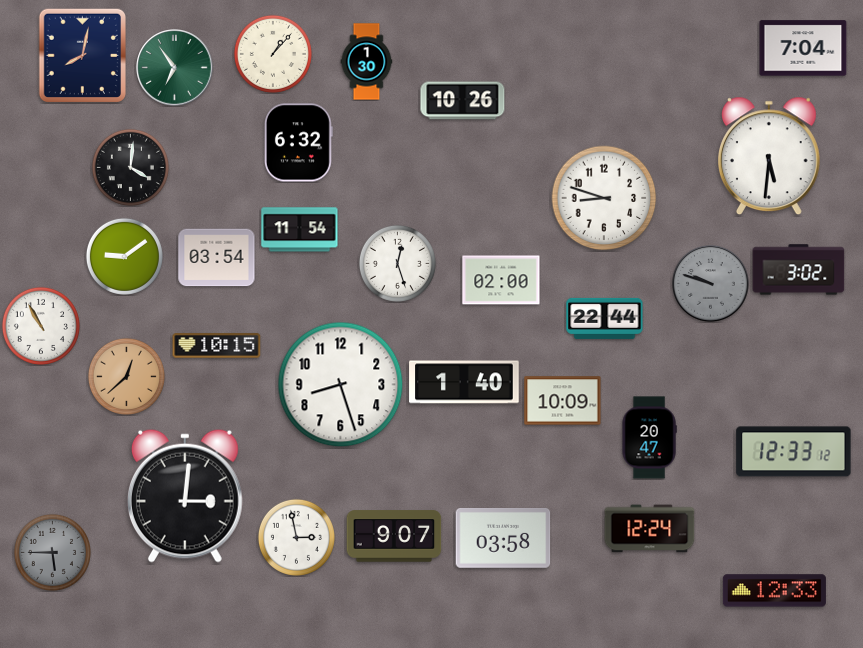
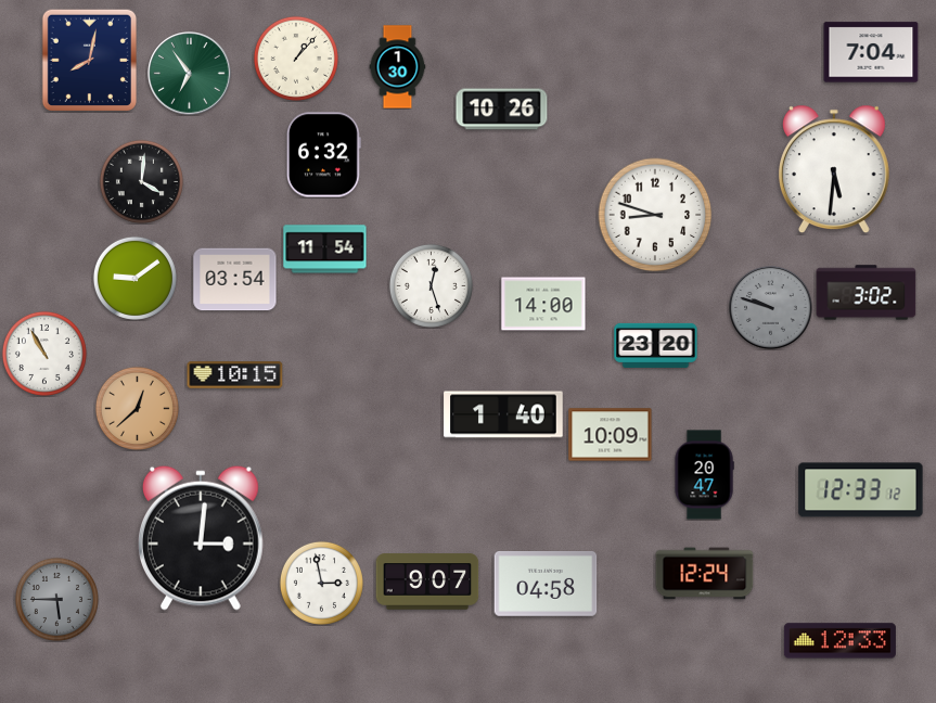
clock at (501, 280): 02:00 -> 14:00
clock at (605, 318): 22:44 -> 23:20
clock at (341, 385): 8:27 -> none
clock at (503, 539): 03:58 -> 04:58
